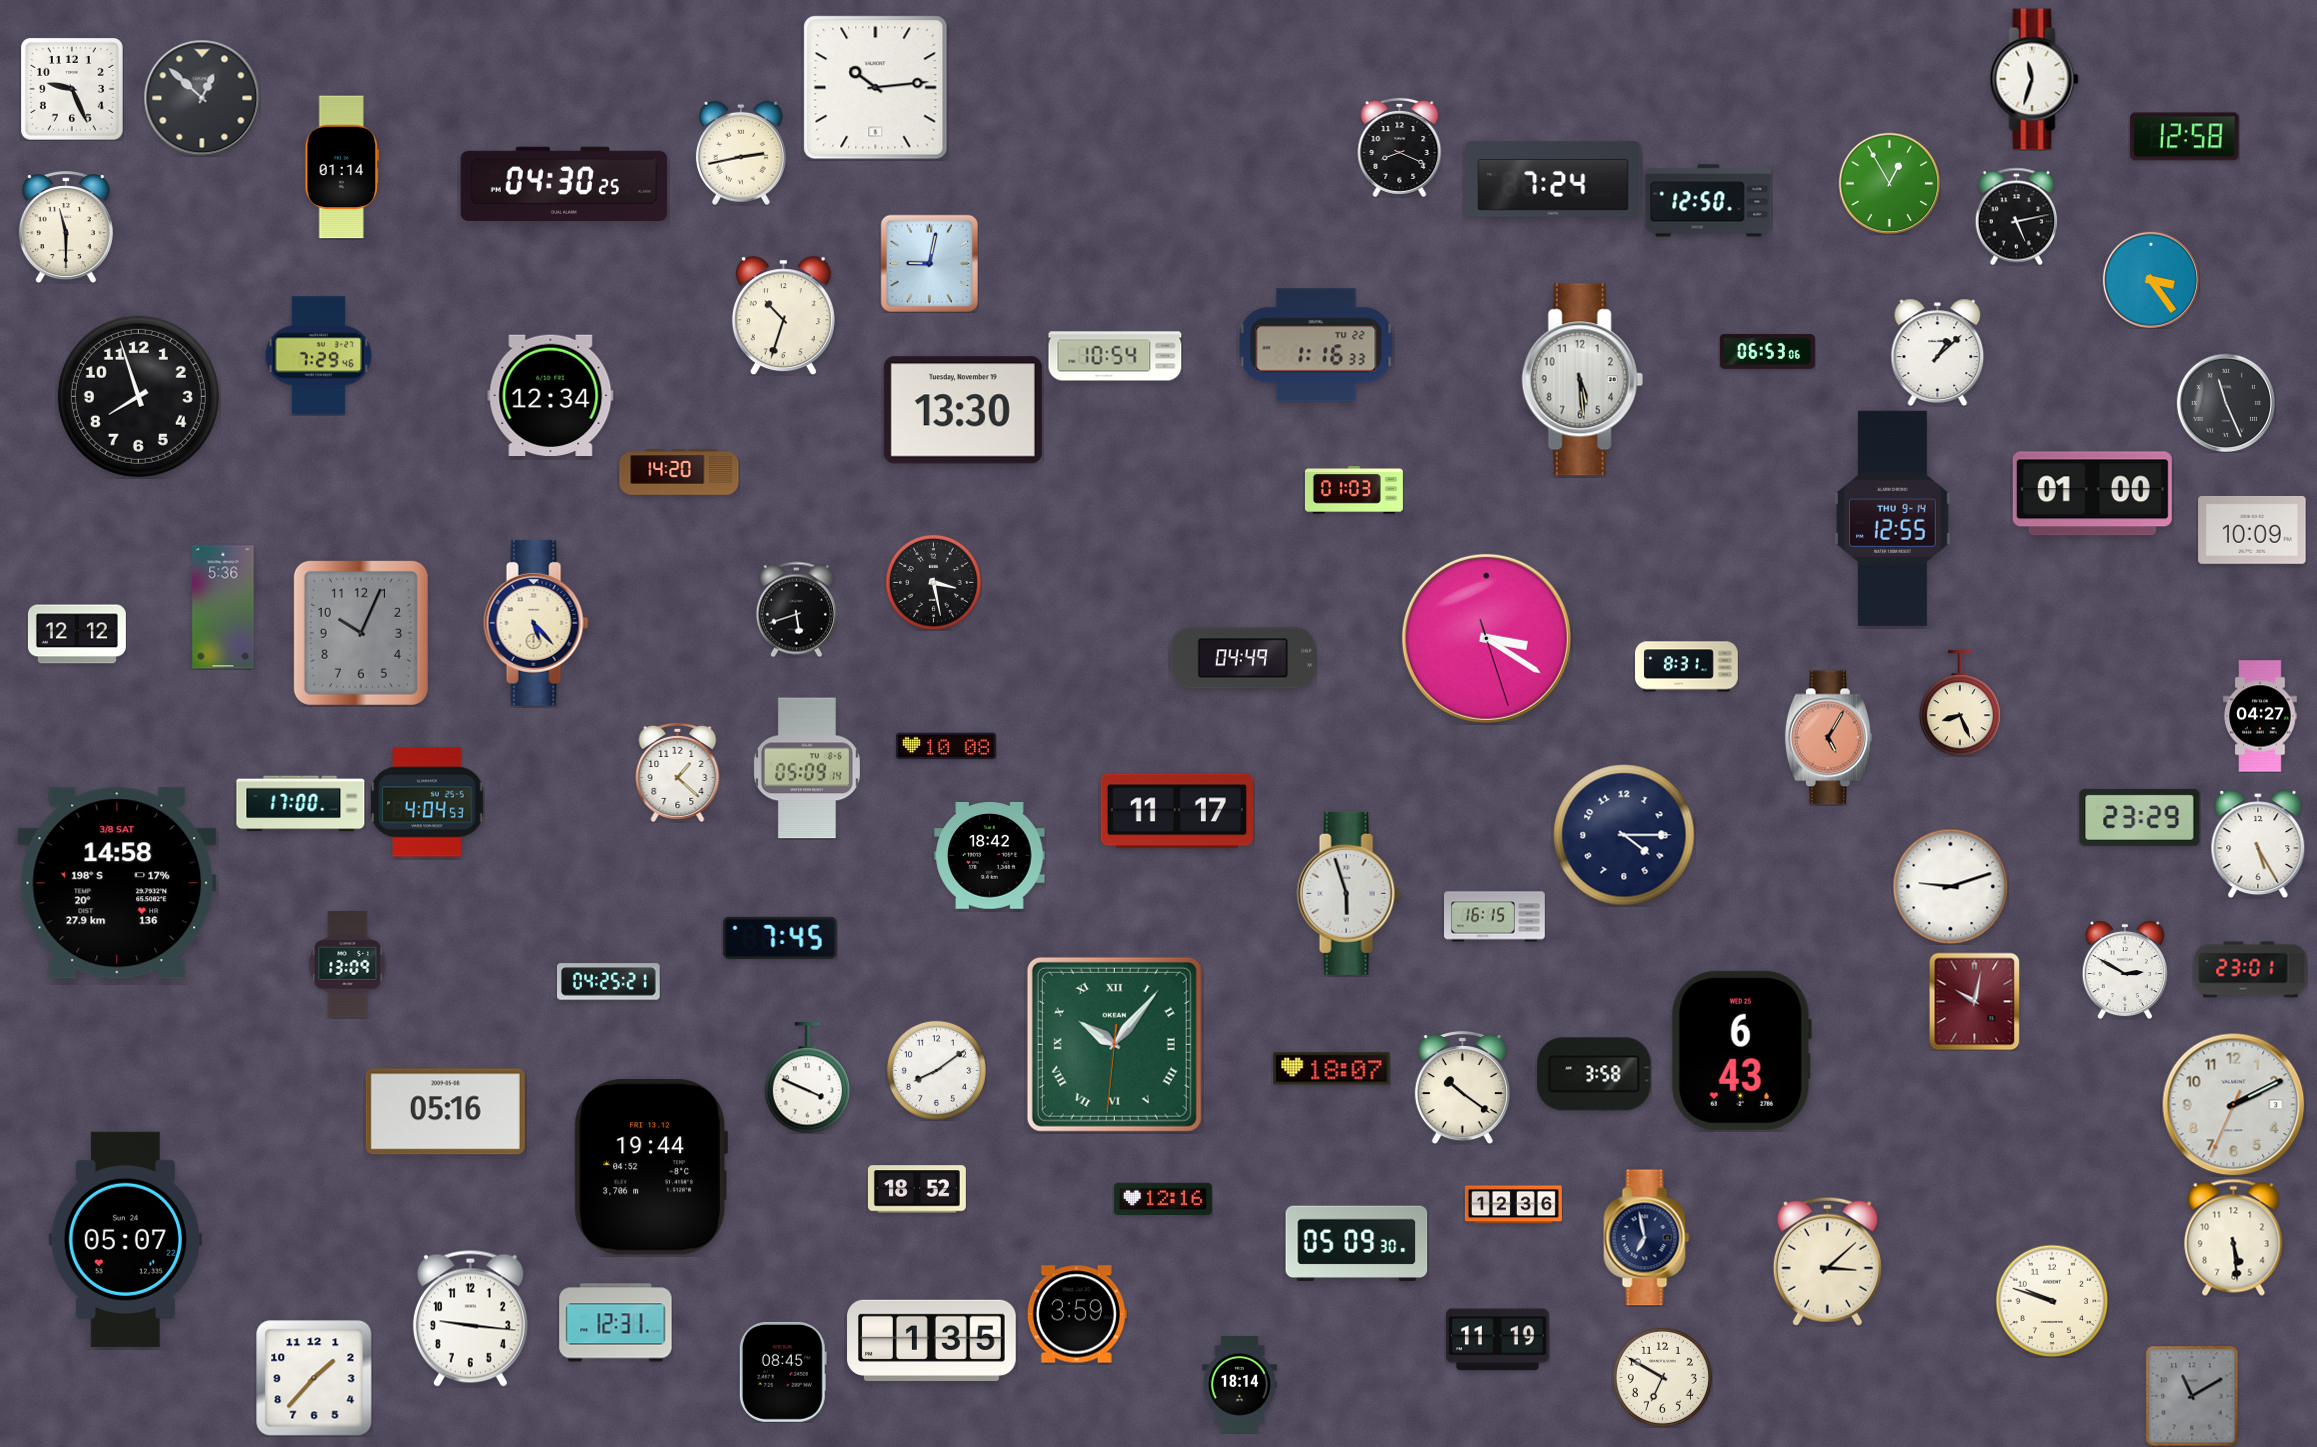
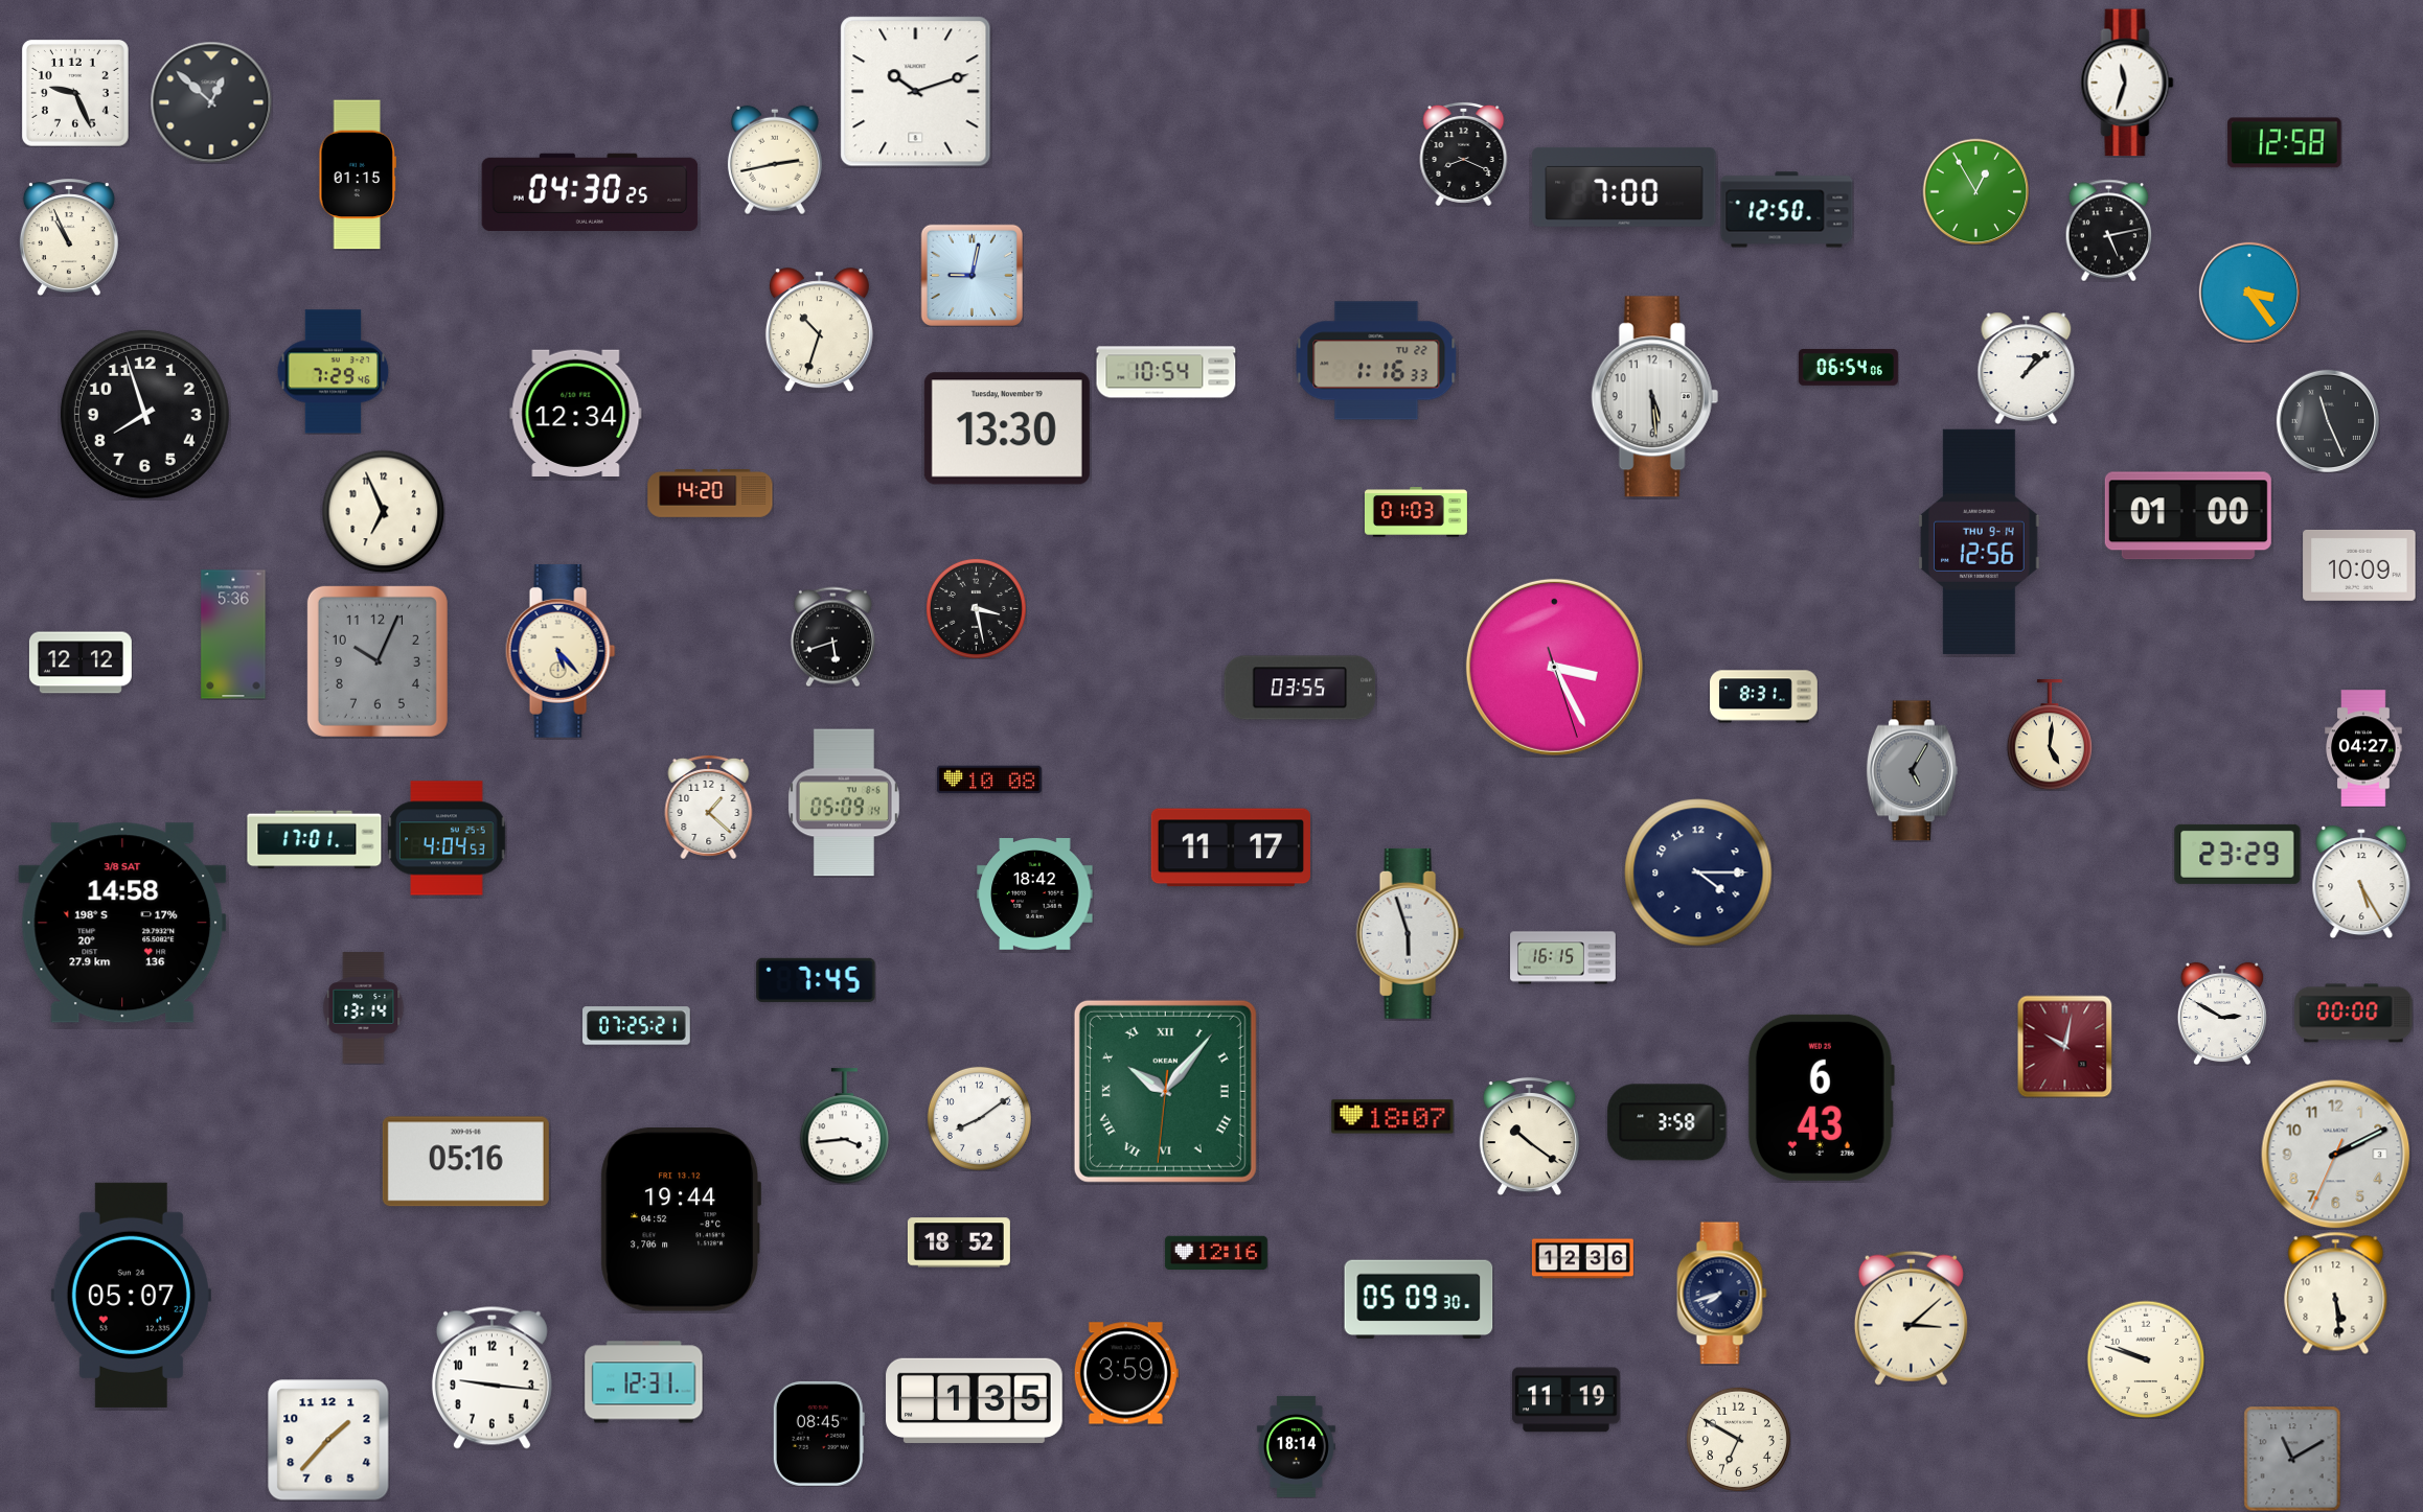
clock at (876, 88): 10:14 -> 10:12
clock at (341, 167): 01:14 -> 01:15
clock at (1553, 179): 7:24 -> 7:00
clock at (2017, 216) position: (2017, 216) -> (2109, 230)
clock at (66, 227): 11:30 -> 10:56
clock at (1767, 351): 06:53 -> 06:54
clock at (383, 511): none -> 6:56
clock at (1893, 518): 12:55 -> 12:56
clock at (2252, 530) position: (2252, 530) -> (2359, 565)
clock at (1486, 638): 3:20 -> 3:25
clock at (1243, 658): 04:49 -> 03:55
clock at (1960, 703): 8:26 -> 5:01
clock at (1828, 738) dial: salmon -> grey
clock at (301, 804): 17:00 -> 17:01
clock at (1950, 886): 9:12 -> none
clock at (348, 965): 13:09 -> 13:14
clock at (2251, 970): 23:01 -> 00:00
clock at (609, 982): 04:25 -> 07:25
clock at (808, 1078): 3:49 -> 3:44
clock at (1647, 1238): 6:58 -> 7:42
